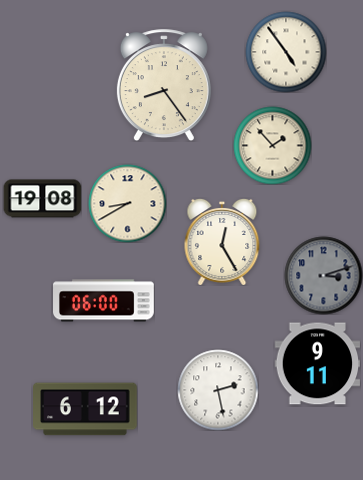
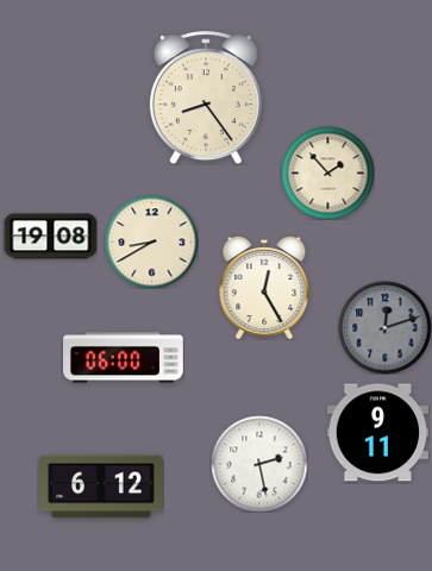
clock at (286, 52): 4:54 -> none
clock at (164, 85) position: (164, 85) -> (206, 98)
clock at (272, 145) position: (272, 145) -> (327, 172)
clock at (323, 275): 3:12 -> 12:12
